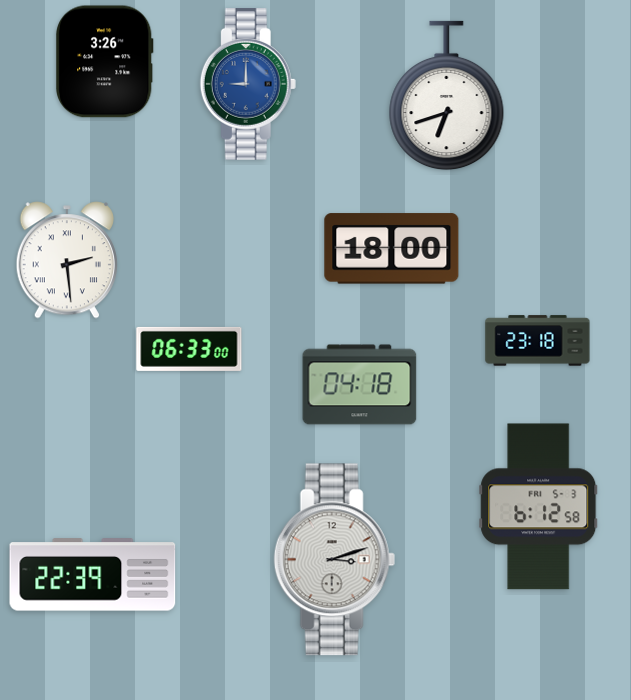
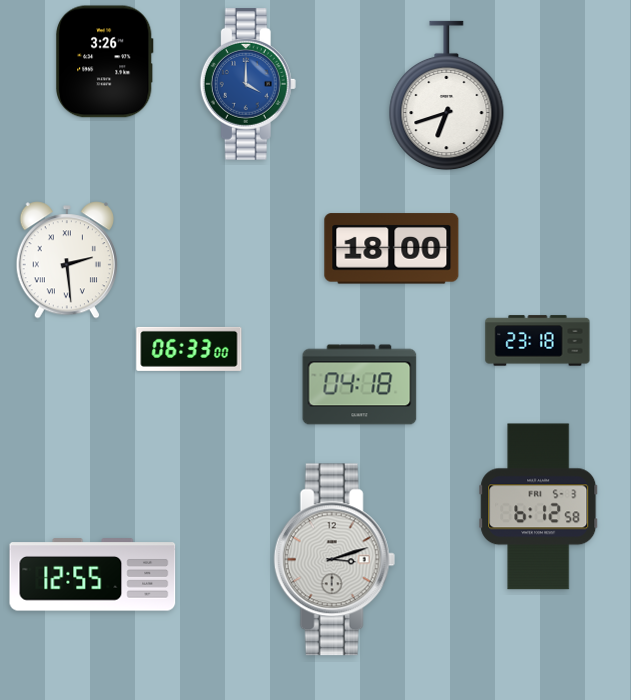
clock at (248, 85): 9:00 -> 4:00
clock at (93, 575): 22:39 -> 12:55
